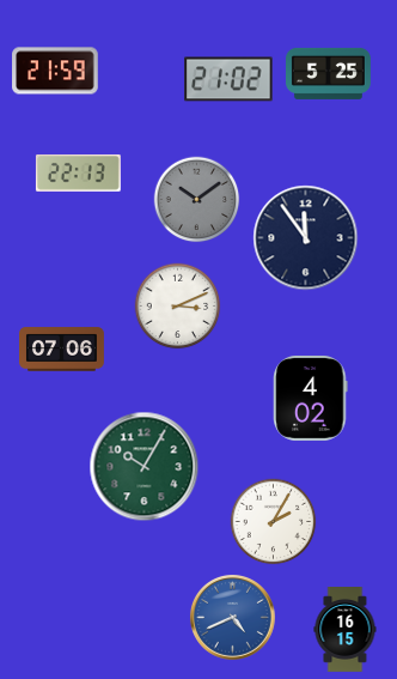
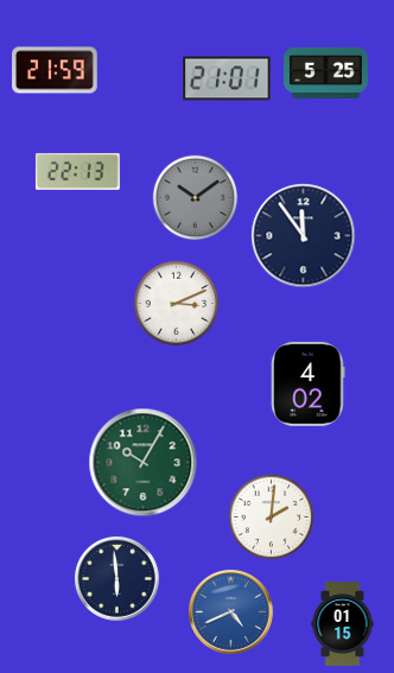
clock at (228, 79): 21:02 -> 21:01
clock at (62, 350): 07:06 -> none
clock at (311, 398) position: (311, 398) -> (309, 383)
clock at (274, 522): 2:05 -> 2:01
clock at (116, 578): none -> 5:59
clock at (346, 630): 16:15 -> 01:15
